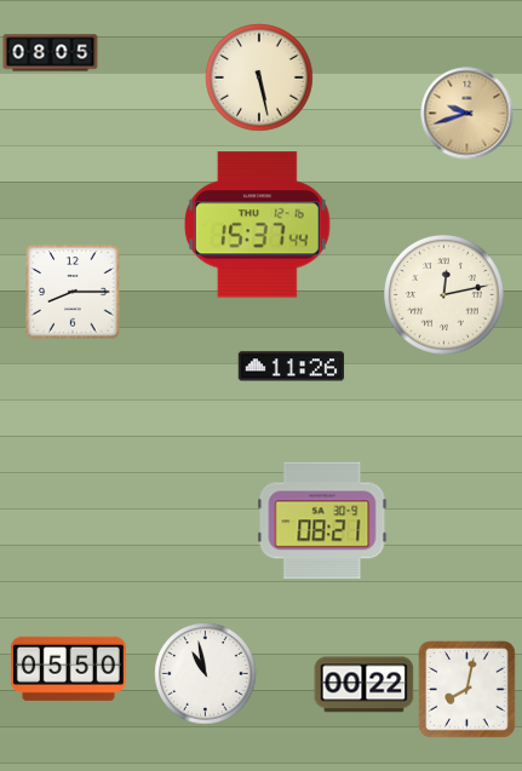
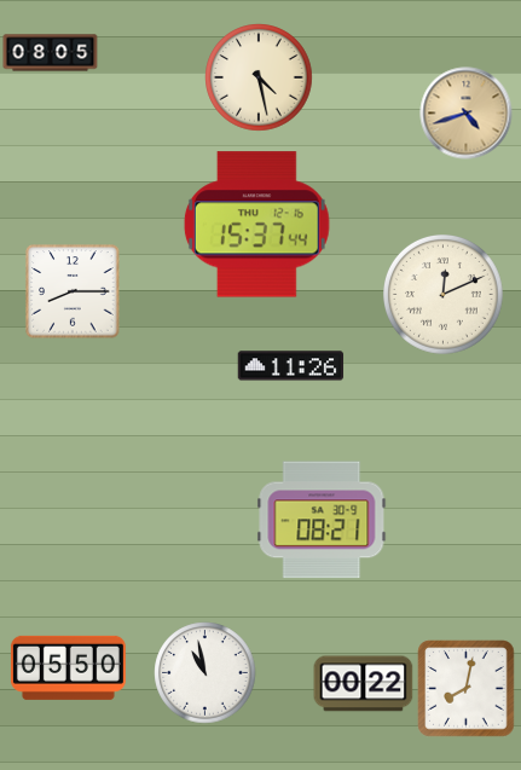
clock at (259, 77): 5:28 -> 4:28
clock at (467, 114): 9:42 -> 4:42
clock at (444, 295): 12:13 -> 12:11
